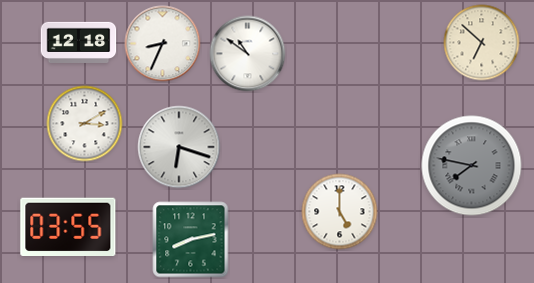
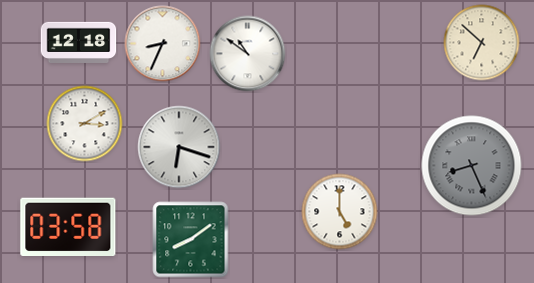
clock at (472, 166): 7:47 -> 8:26
clock at (68, 227): 03:55 -> 03:58
clock at (191, 240): 8:13 -> 8:09
